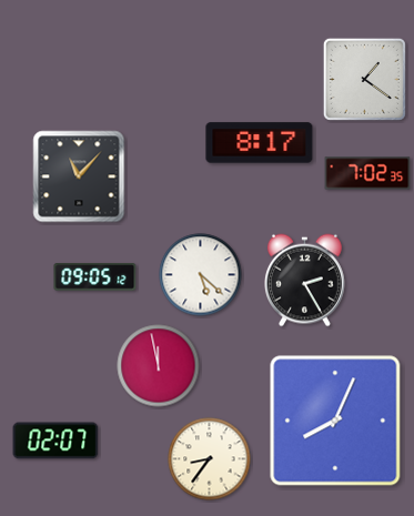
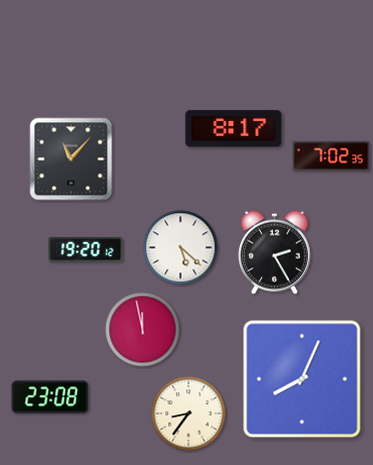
clock at (364, 79): 1:21 -> none
clock at (95, 277): 09:05 -> 19:20
clock at (55, 441): 02:07 -> 23:08
